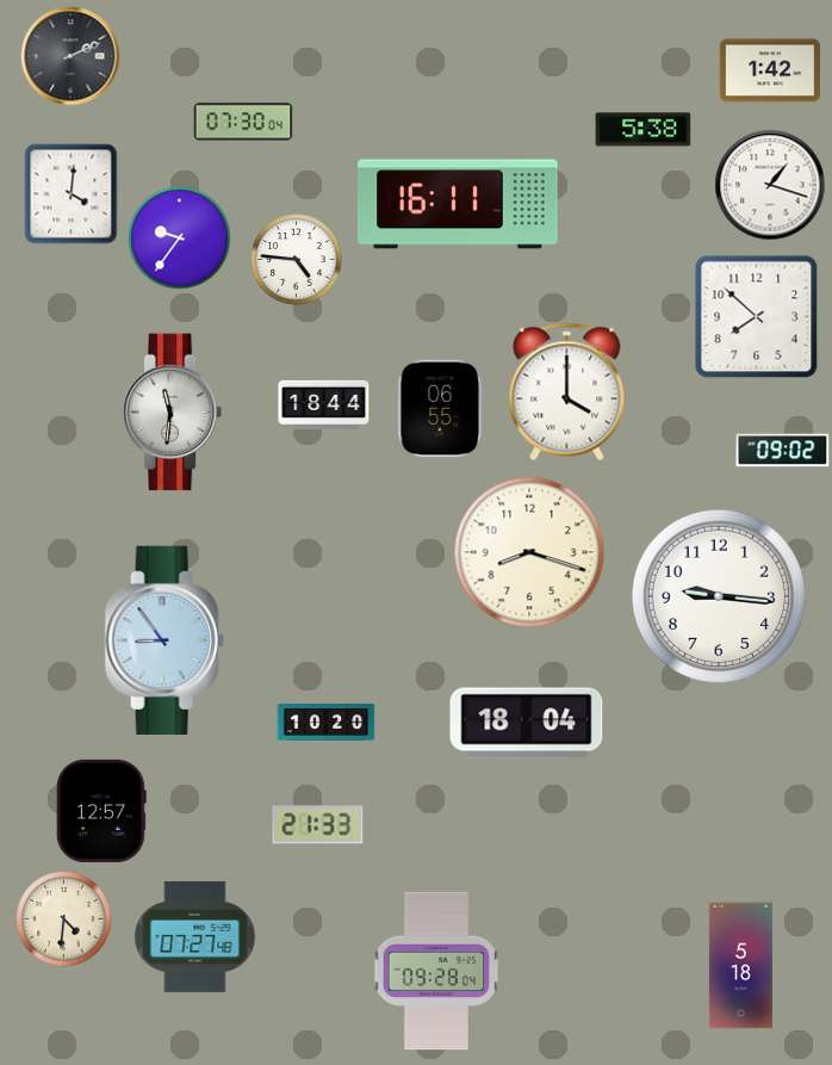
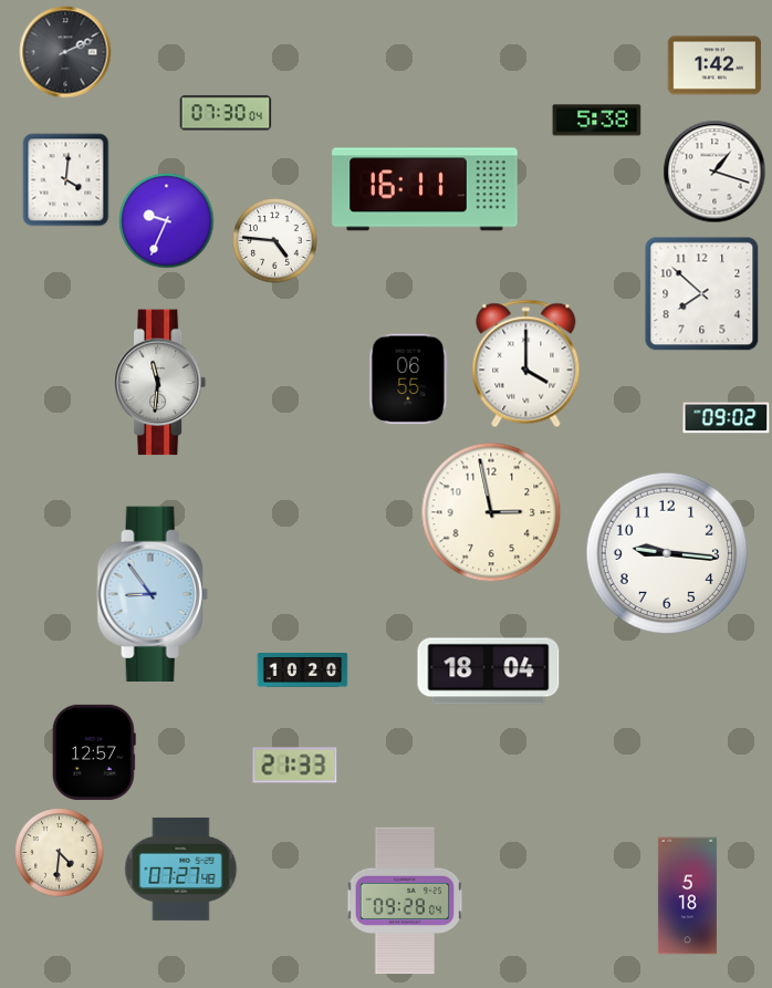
clock at (180, 239): 9:36 -> 9:34
clock at (324, 404): 18:44 -> none
clock at (529, 552): 8:18 -> 2:58
